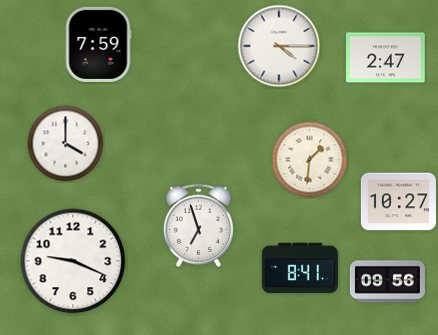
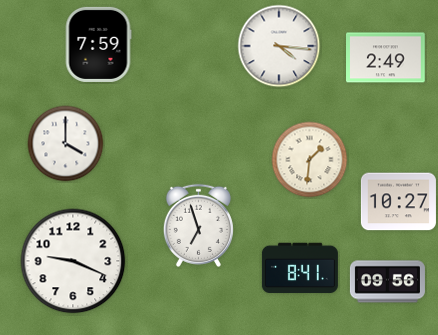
clock at (279, 46): 4:15 -> 4:16
clock at (386, 58): 2:47 -> 2:49
